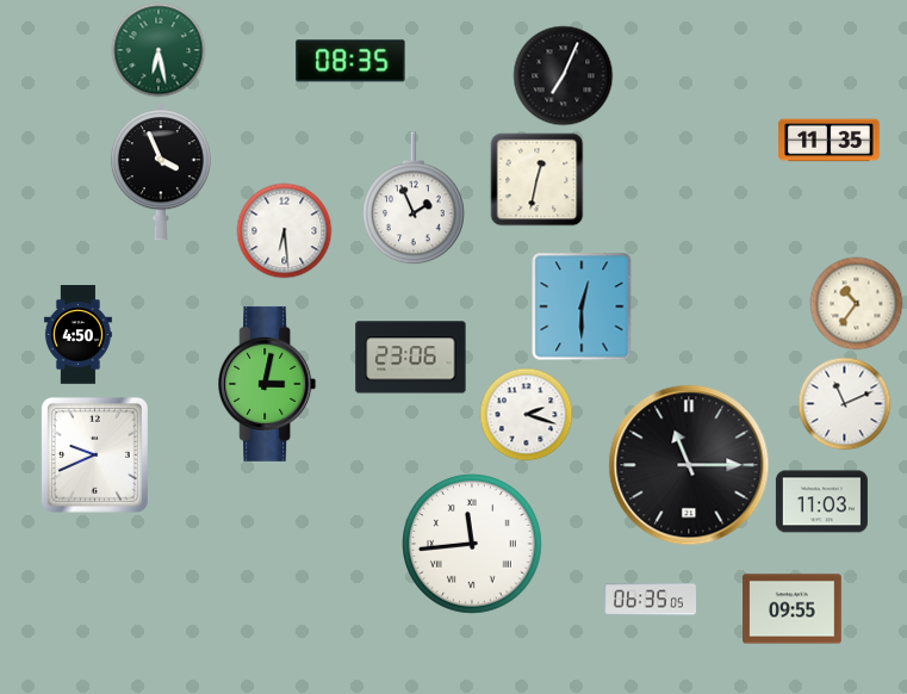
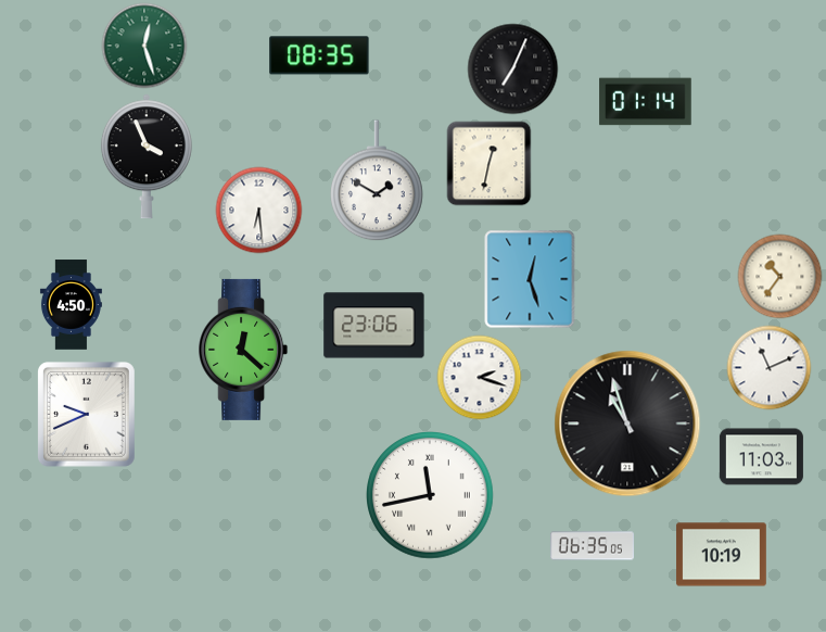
clock at (159, 50): 6:28 -> 12:27
clock at (646, 102): none -> 01:14
clock at (830, 141): 11:35 -> none
clock at (414, 198): 1:56 -> 1:50
clock at (582, 306): 12:30 -> 12:27
clock at (267, 384): 3:02 -> 12:22
clock at (689, 465): 11:15 -> 10:57
clock at (821, 502) position: (821, 502) -> (761, 457)
clock at (473, 545): 11:44 -> 11:43
clock at (793, 609): 09:55 -> 10:19
